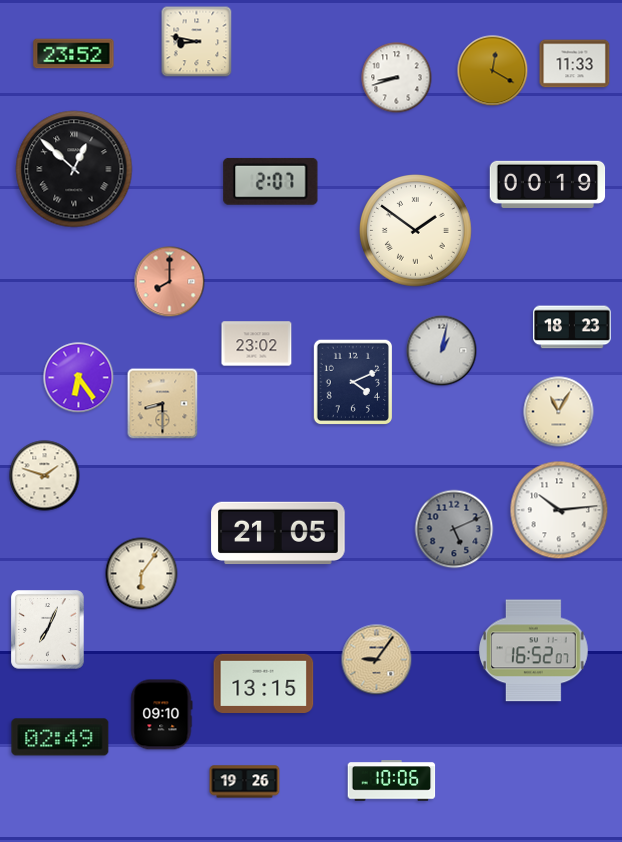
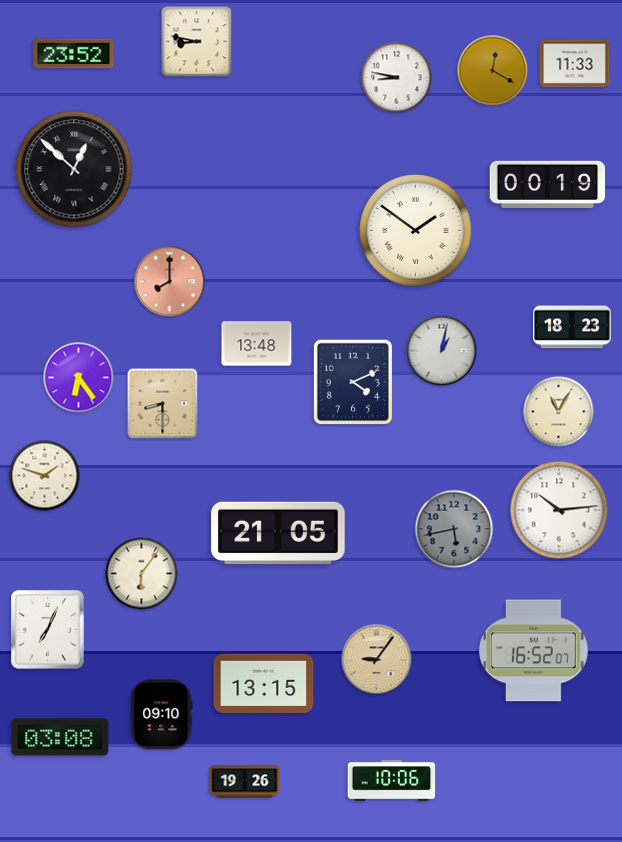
clock at (397, 78): 8:42 -> 8:47
clock at (271, 181): 2:07 -> none
clock at (257, 344): 23:02 -> 13:48
clock at (454, 529): 5:11 -> 5:43
clock at (60, 737): 02:49 -> 03:08
